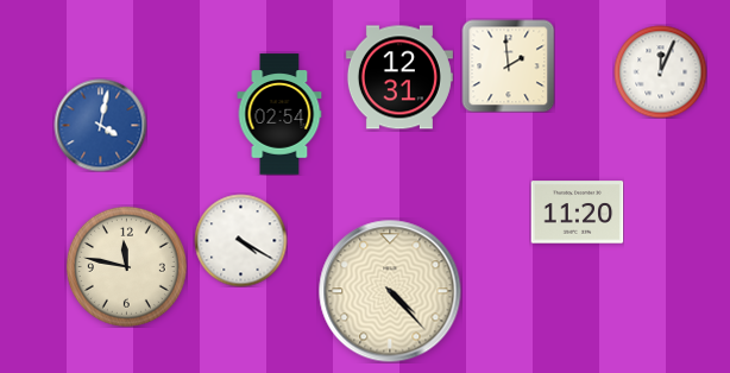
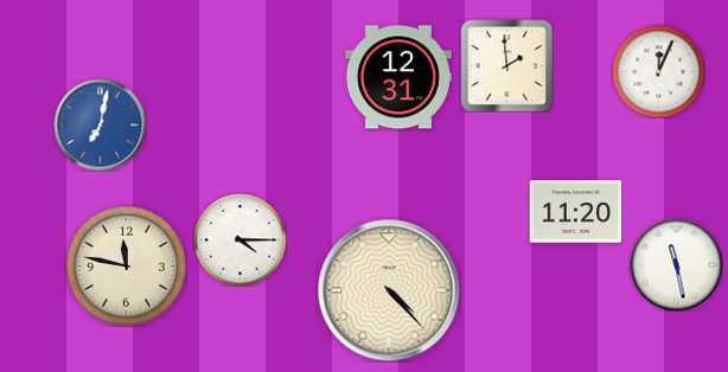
clock at (279, 114): 02:54 -> none
clock at (100, 125): 4:02 -> 7:02
clock at (240, 240): 4:20 -> 4:15
clock at (676, 264): none -> 11:28
